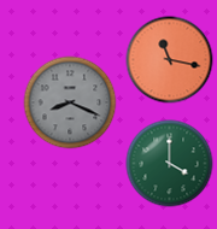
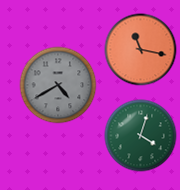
clock at (70, 102): 8:19 -> 4:40
clock at (170, 164): 4:00 -> 4:03
